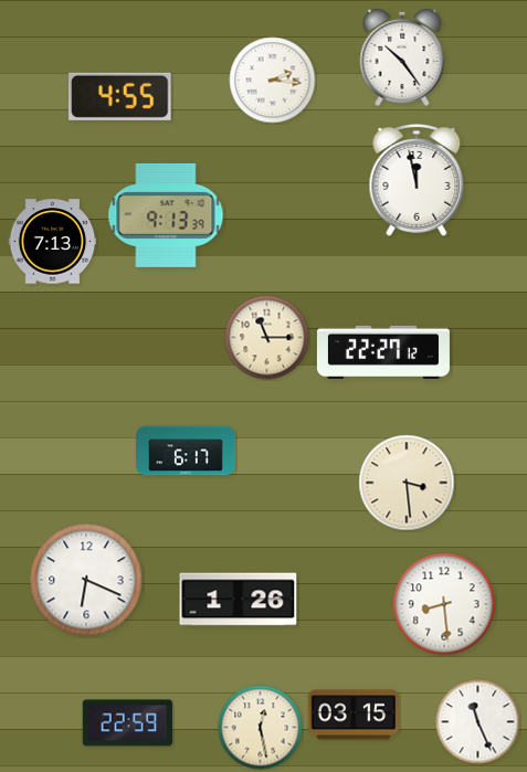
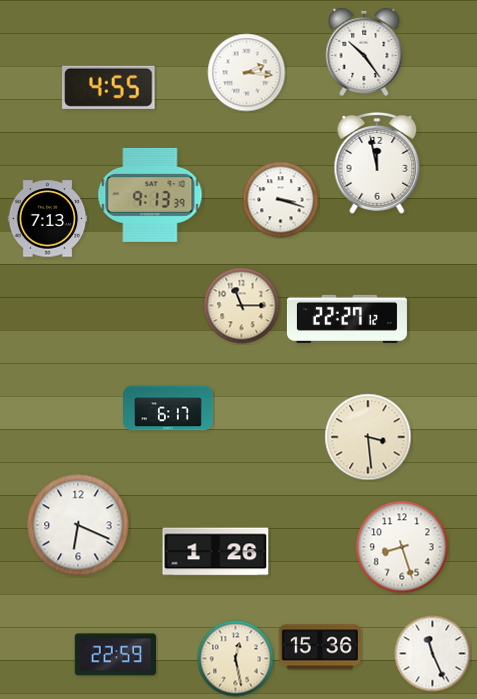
clock at (281, 200): none -> 3:18
clock at (239, 600) position: (239, 600) -> (216, 552)
clock at (444, 604): 8:29 -> 8:27
clock at (354, 715): 03:15 -> 15:36
